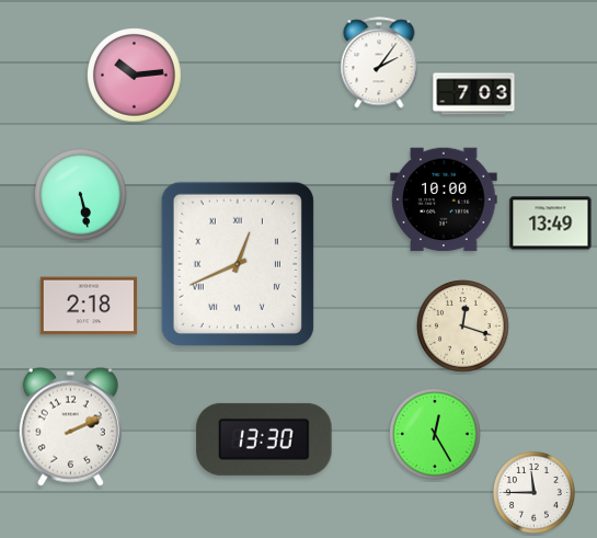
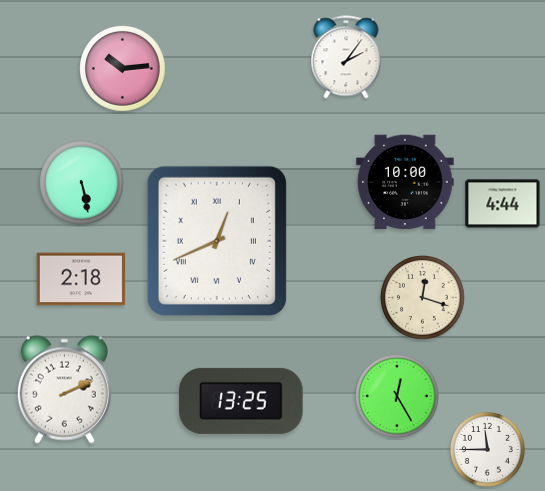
clock at (474, 94): 7:03 -> none
clock at (81, 195) position: (81, 195) -> (82, 183)
clock at (551, 224): 13:49 -> 4:44
clock at (264, 439): 13:30 -> 13:25
